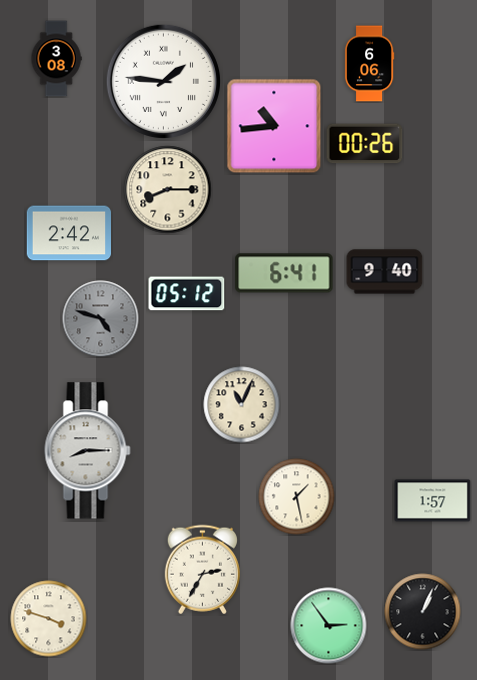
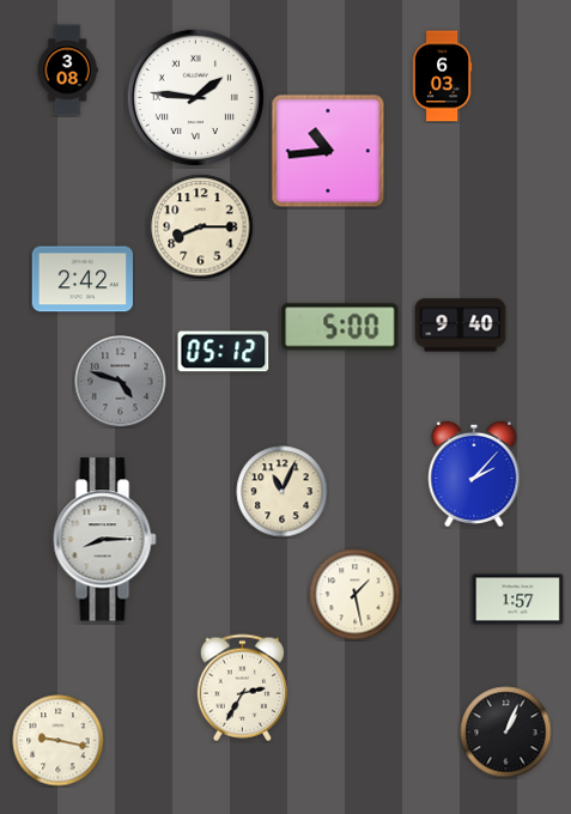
clock at (369, 64): 6:06 -> 6:03
clock at (365, 144): 00:26 -> none
clock at (284, 273): 6:41 -> 5:00
clock at (474, 473): none -> 2:07
clock at (242, 405) position: (242, 405) -> (283, 492)
clock at (202, 570) position: (202, 570) -> (242, 688)
clock at (49, 619): 3:48 -> 9:17
clock at (329, 626): 2:54 -> none
